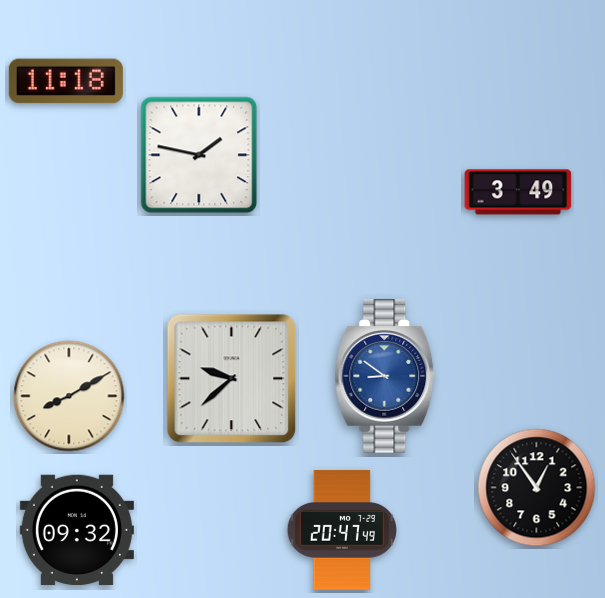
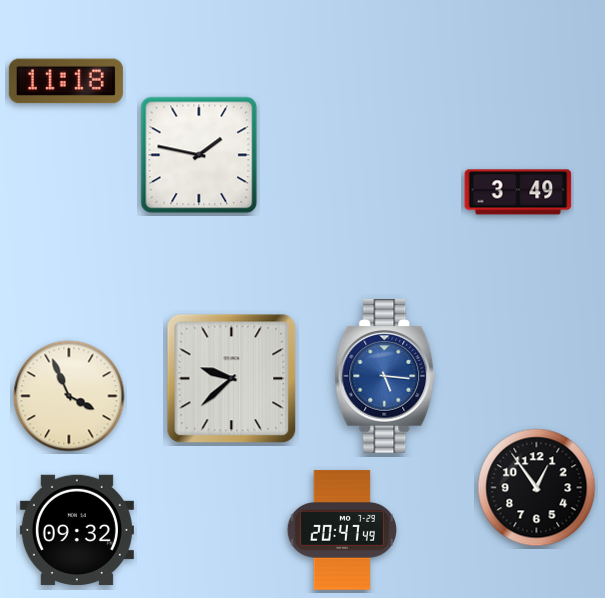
clock at (385, 376): 8:51 -> 5:16
clock at (69, 396): 8:10 -> 3:56
